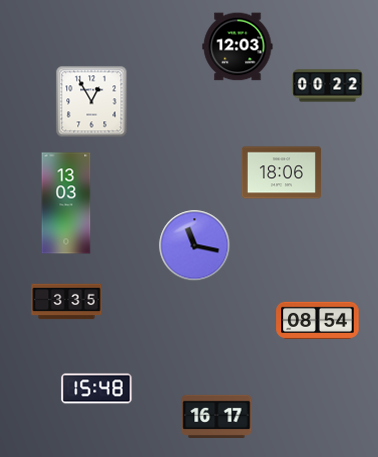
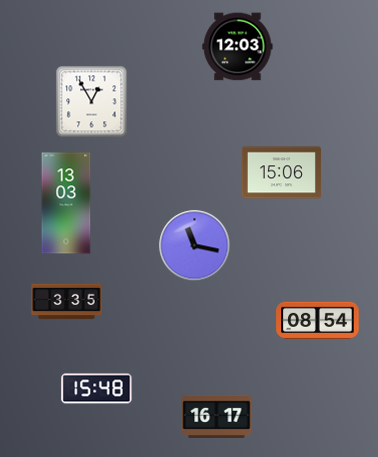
clock at (328, 86): 00:22 -> none
clock at (281, 173): 18:06 -> 15:06
